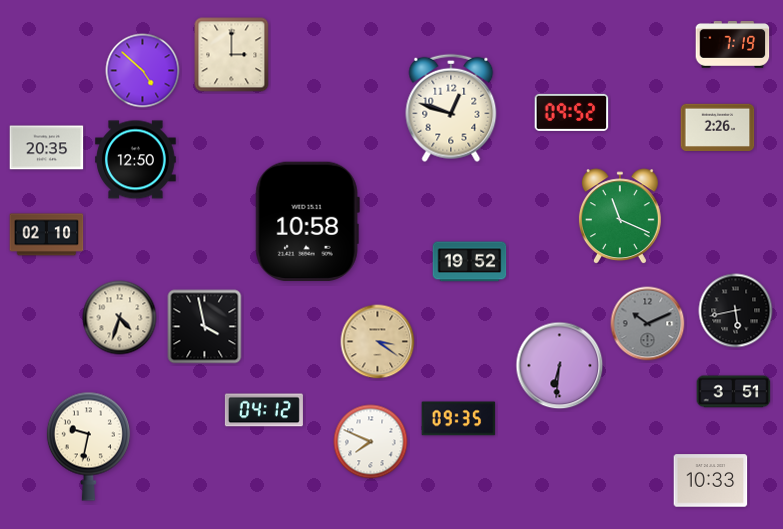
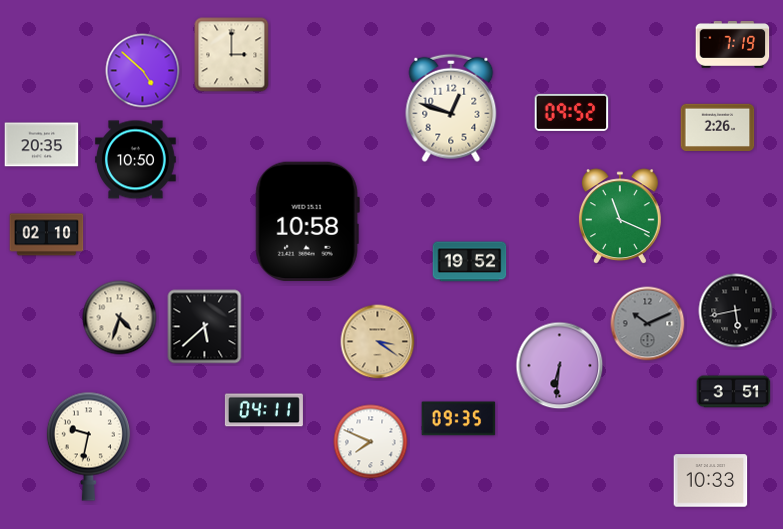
clock at (47, 148) position: (47, 148) -> (42, 145)
clock at (136, 160): 12:50 -> 10:50
clock at (205, 327): 3:58 -> 5:38
clock at (264, 410): 04:12 -> 04:11
